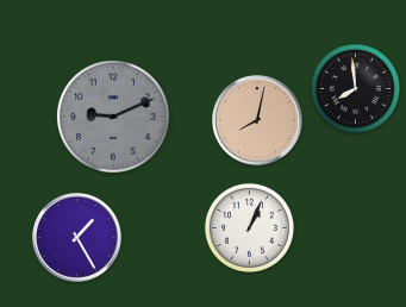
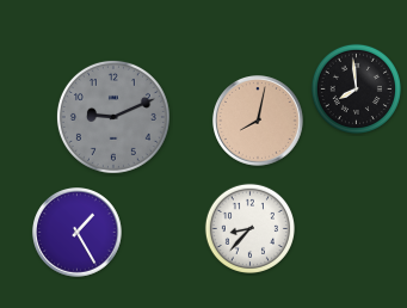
clock at (249, 227): 1:04 -> 8:37
clock at (77, 238) position: (77, 238) -> (78, 233)
